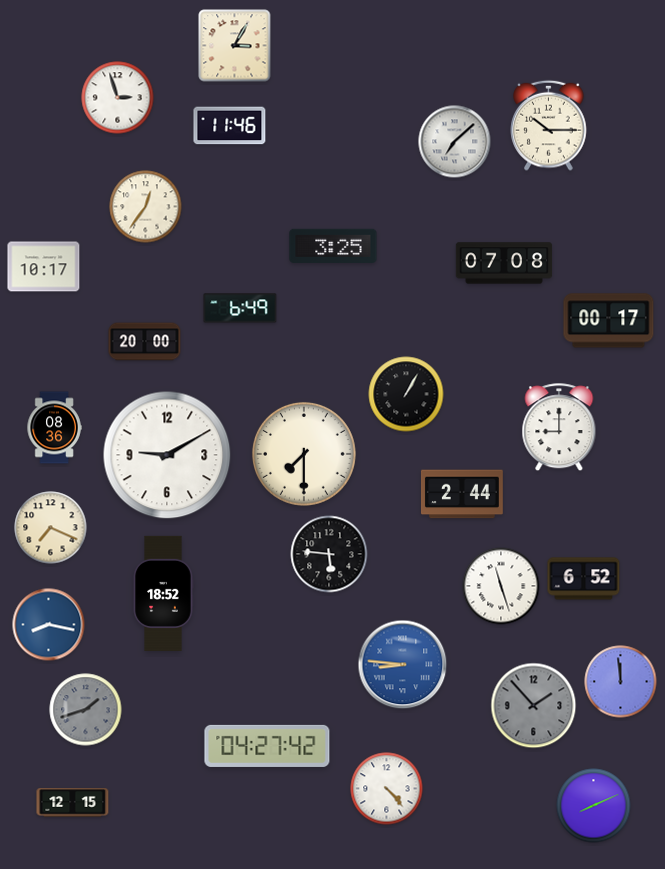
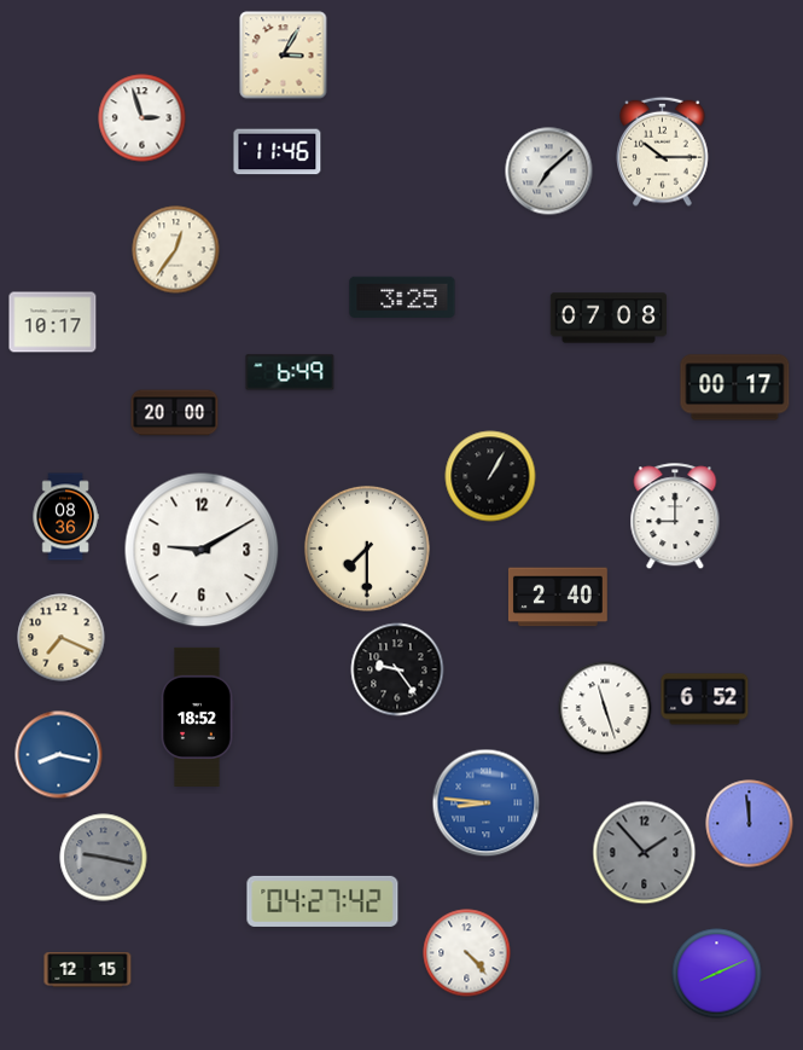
clock at (462, 494): 2:44 -> 2:40
clock at (329, 554): 5:46 -> 9:24
clock at (86, 710): 1:42 -> 9:17
